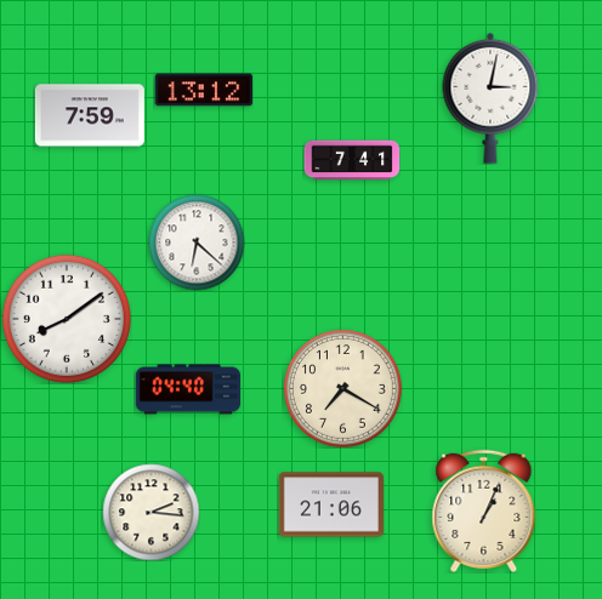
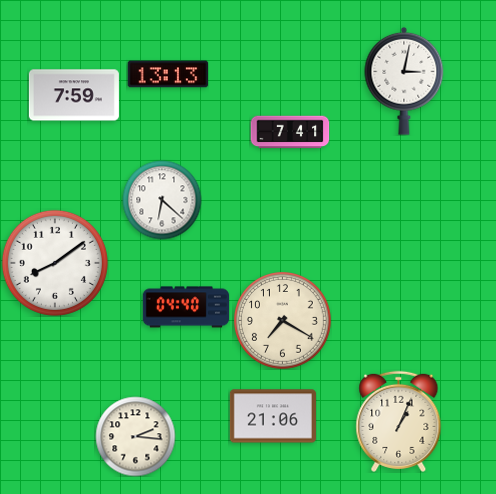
clock at (204, 90): 13:12 -> 13:13
clock at (187, 389) position: (187, 389) -> (185, 307)
clock at (150, 512) position: (150, 512) -> (135, 436)
